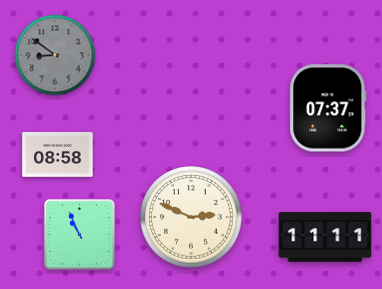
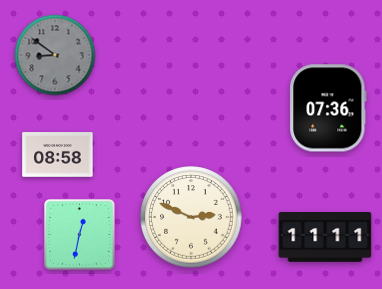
clock at (328, 108): 07:37 -> 07:36
clock at (80, 235): 10:56 -> 12:32
